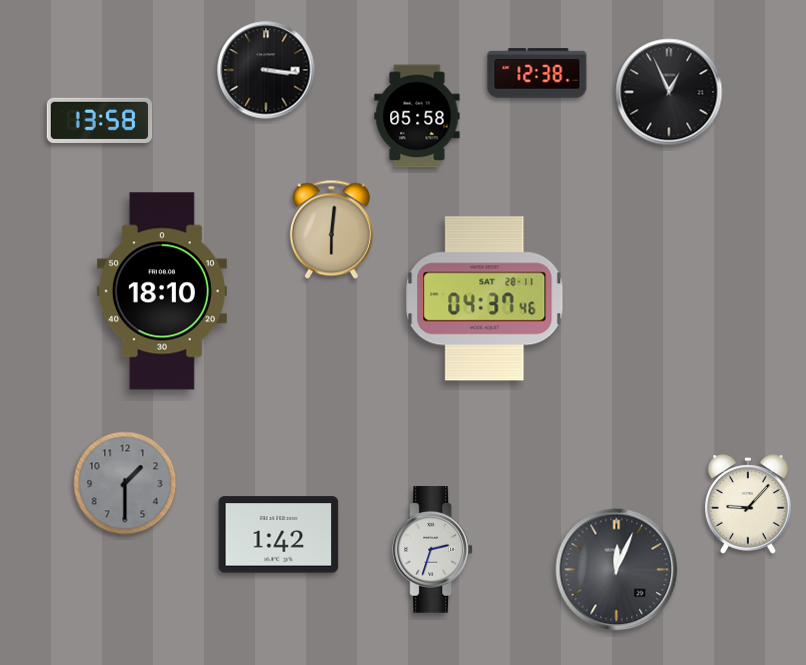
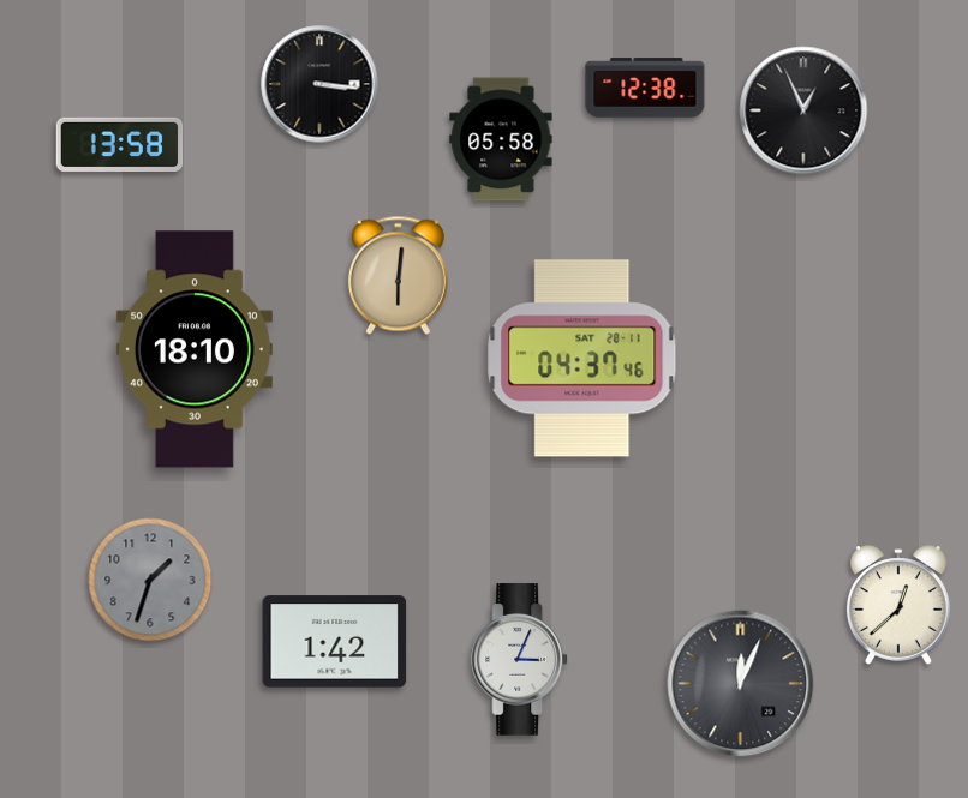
clock at (125, 483): 1:30 -> 1:33
clock at (748, 504): 9:07 -> 12:38
clock at (433, 550): 2:33 -> 3:04
